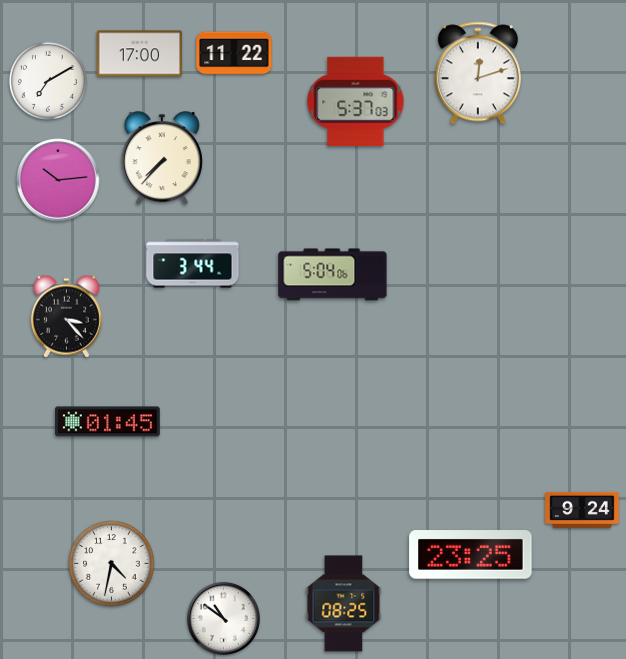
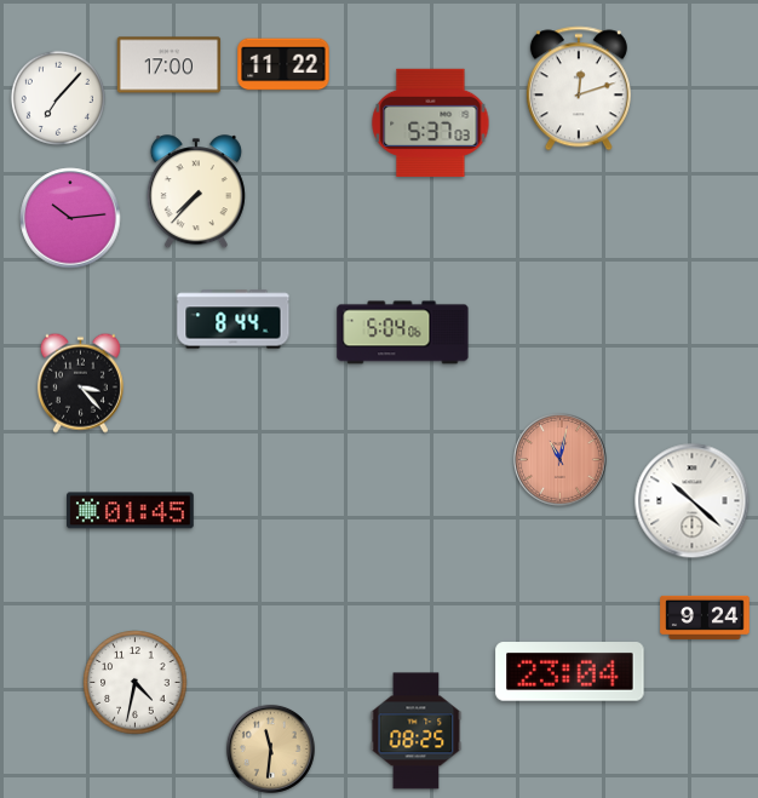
clock at (48, 81): 7:10 -> 7:07
clock at (193, 264): 3:44 -> 8:44
clock at (561, 460): none -> 11:02
clock at (693, 501): none -> 10:22
clock at (471, 555): 23:25 -> 23:04
clock at (223, 618): 10:51 -> 11:31
clock at (223, 618) dial: white -> champagne
